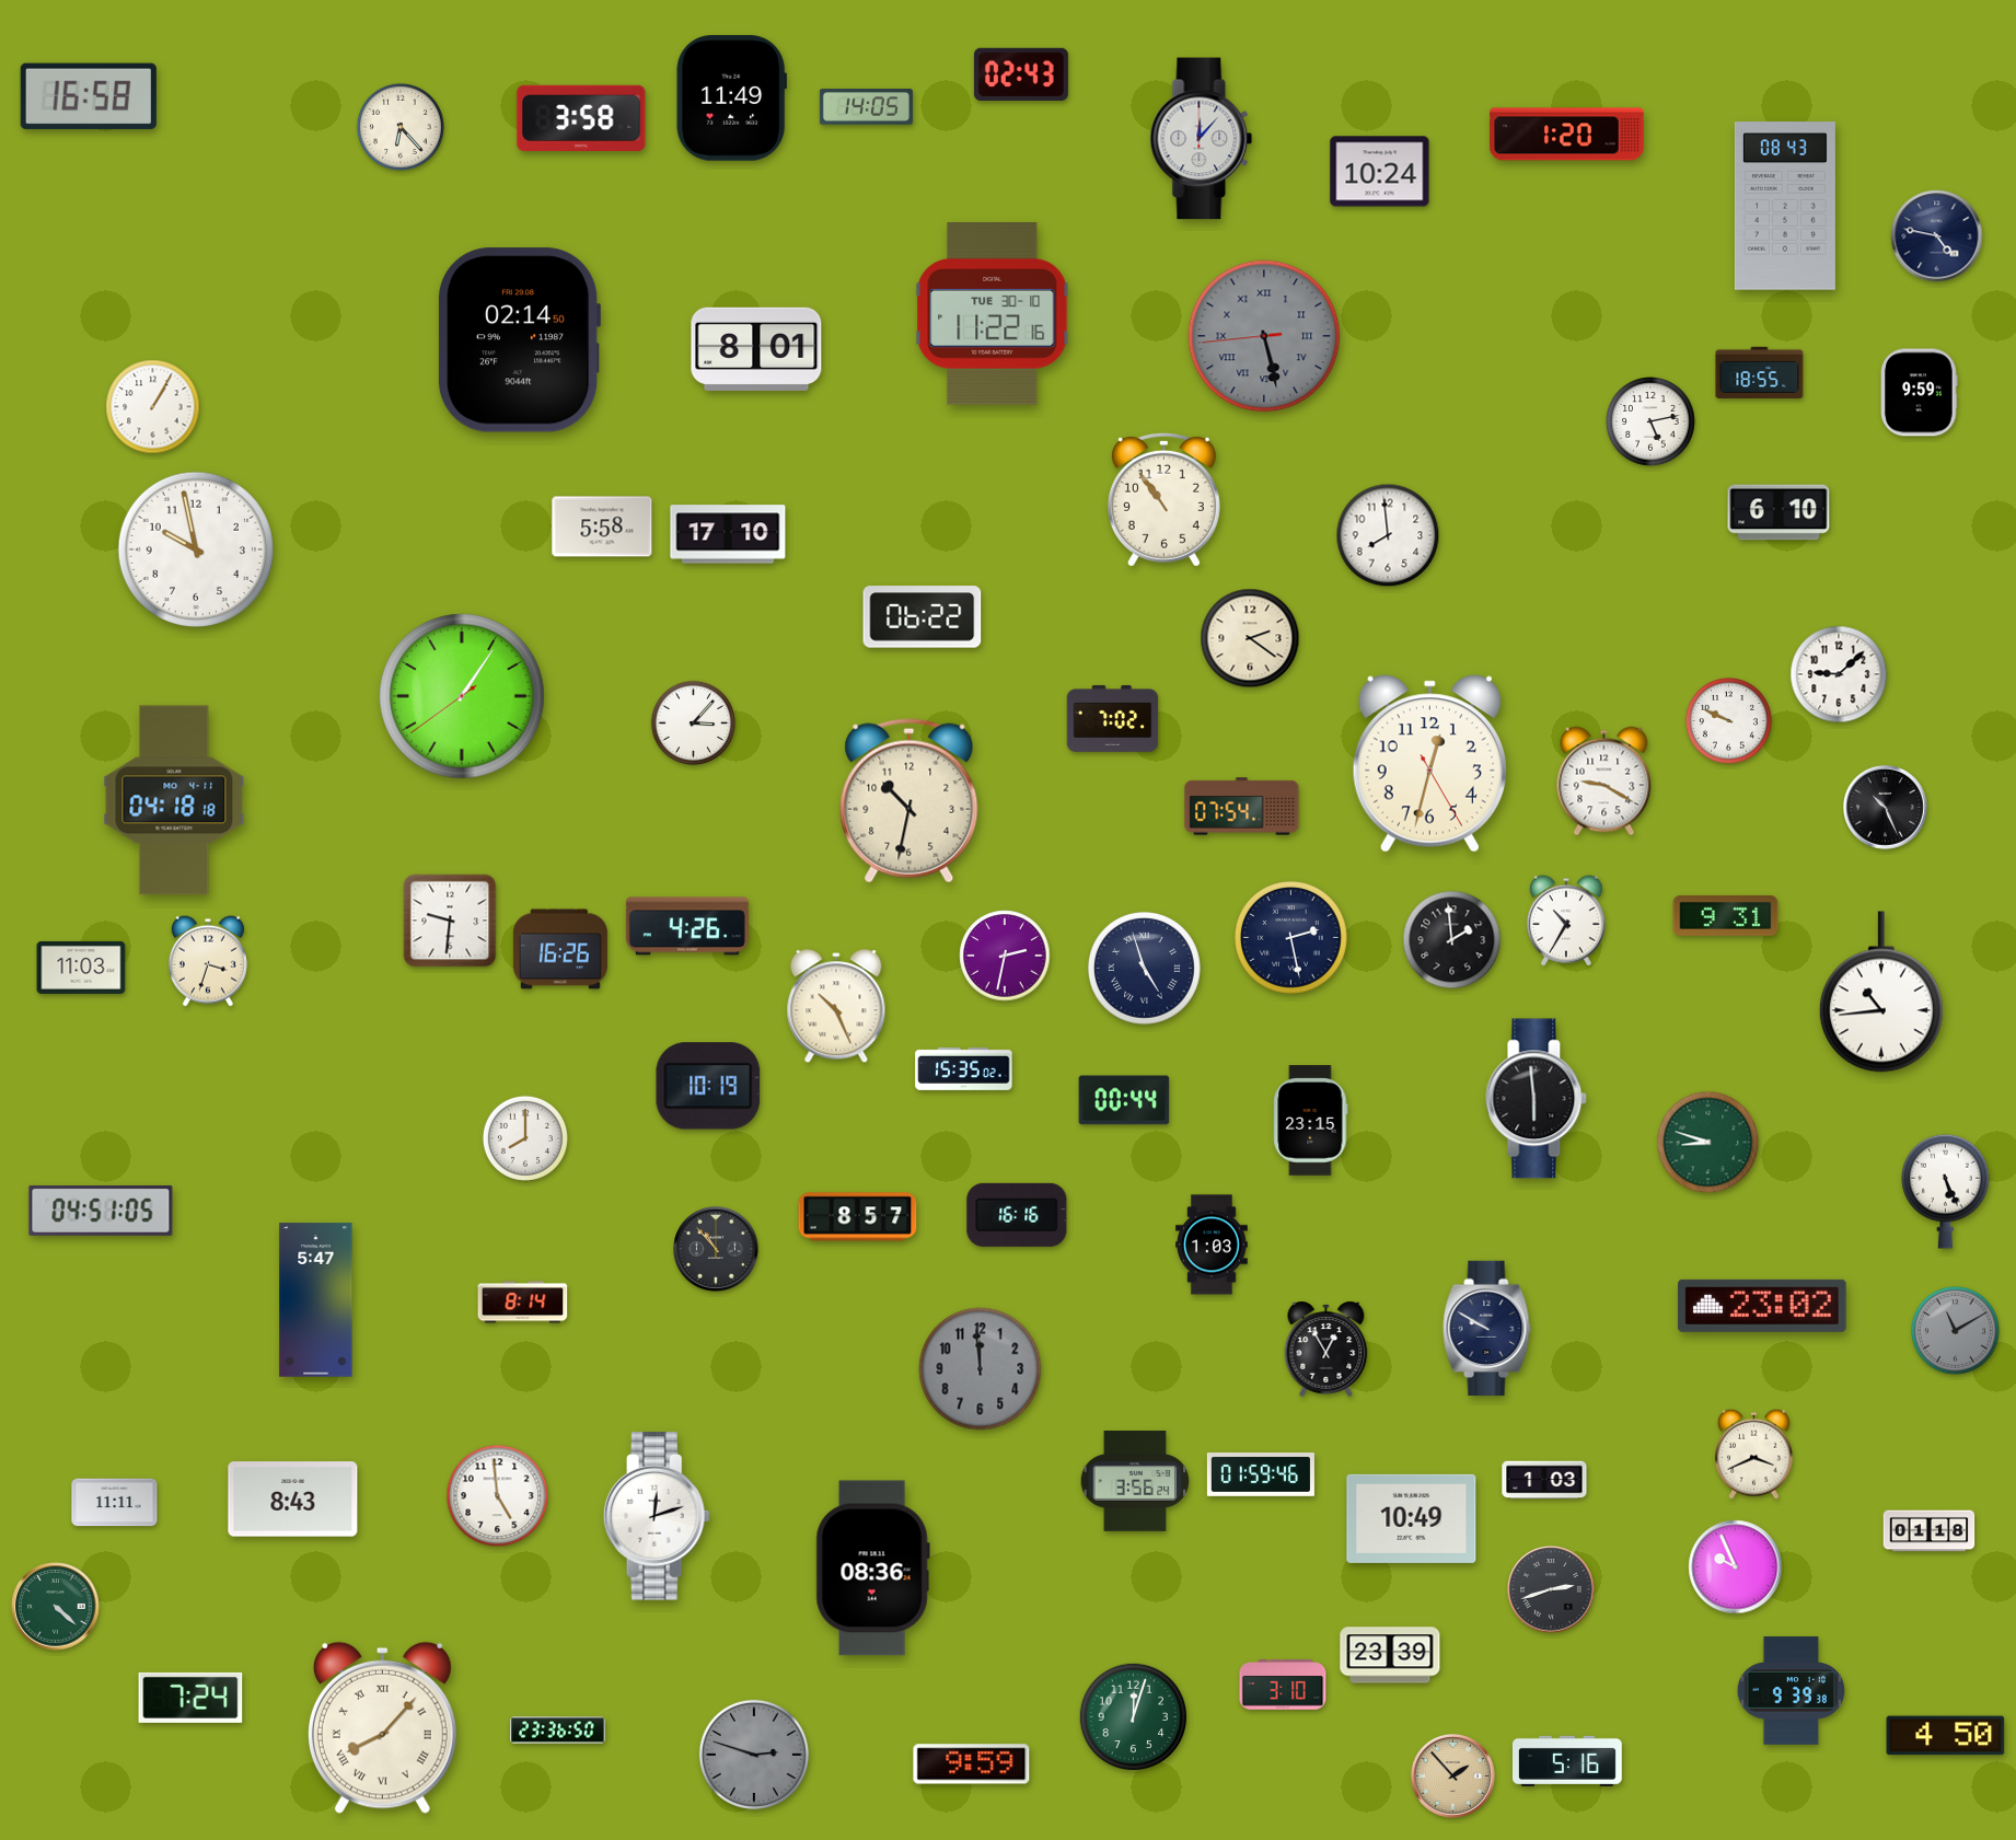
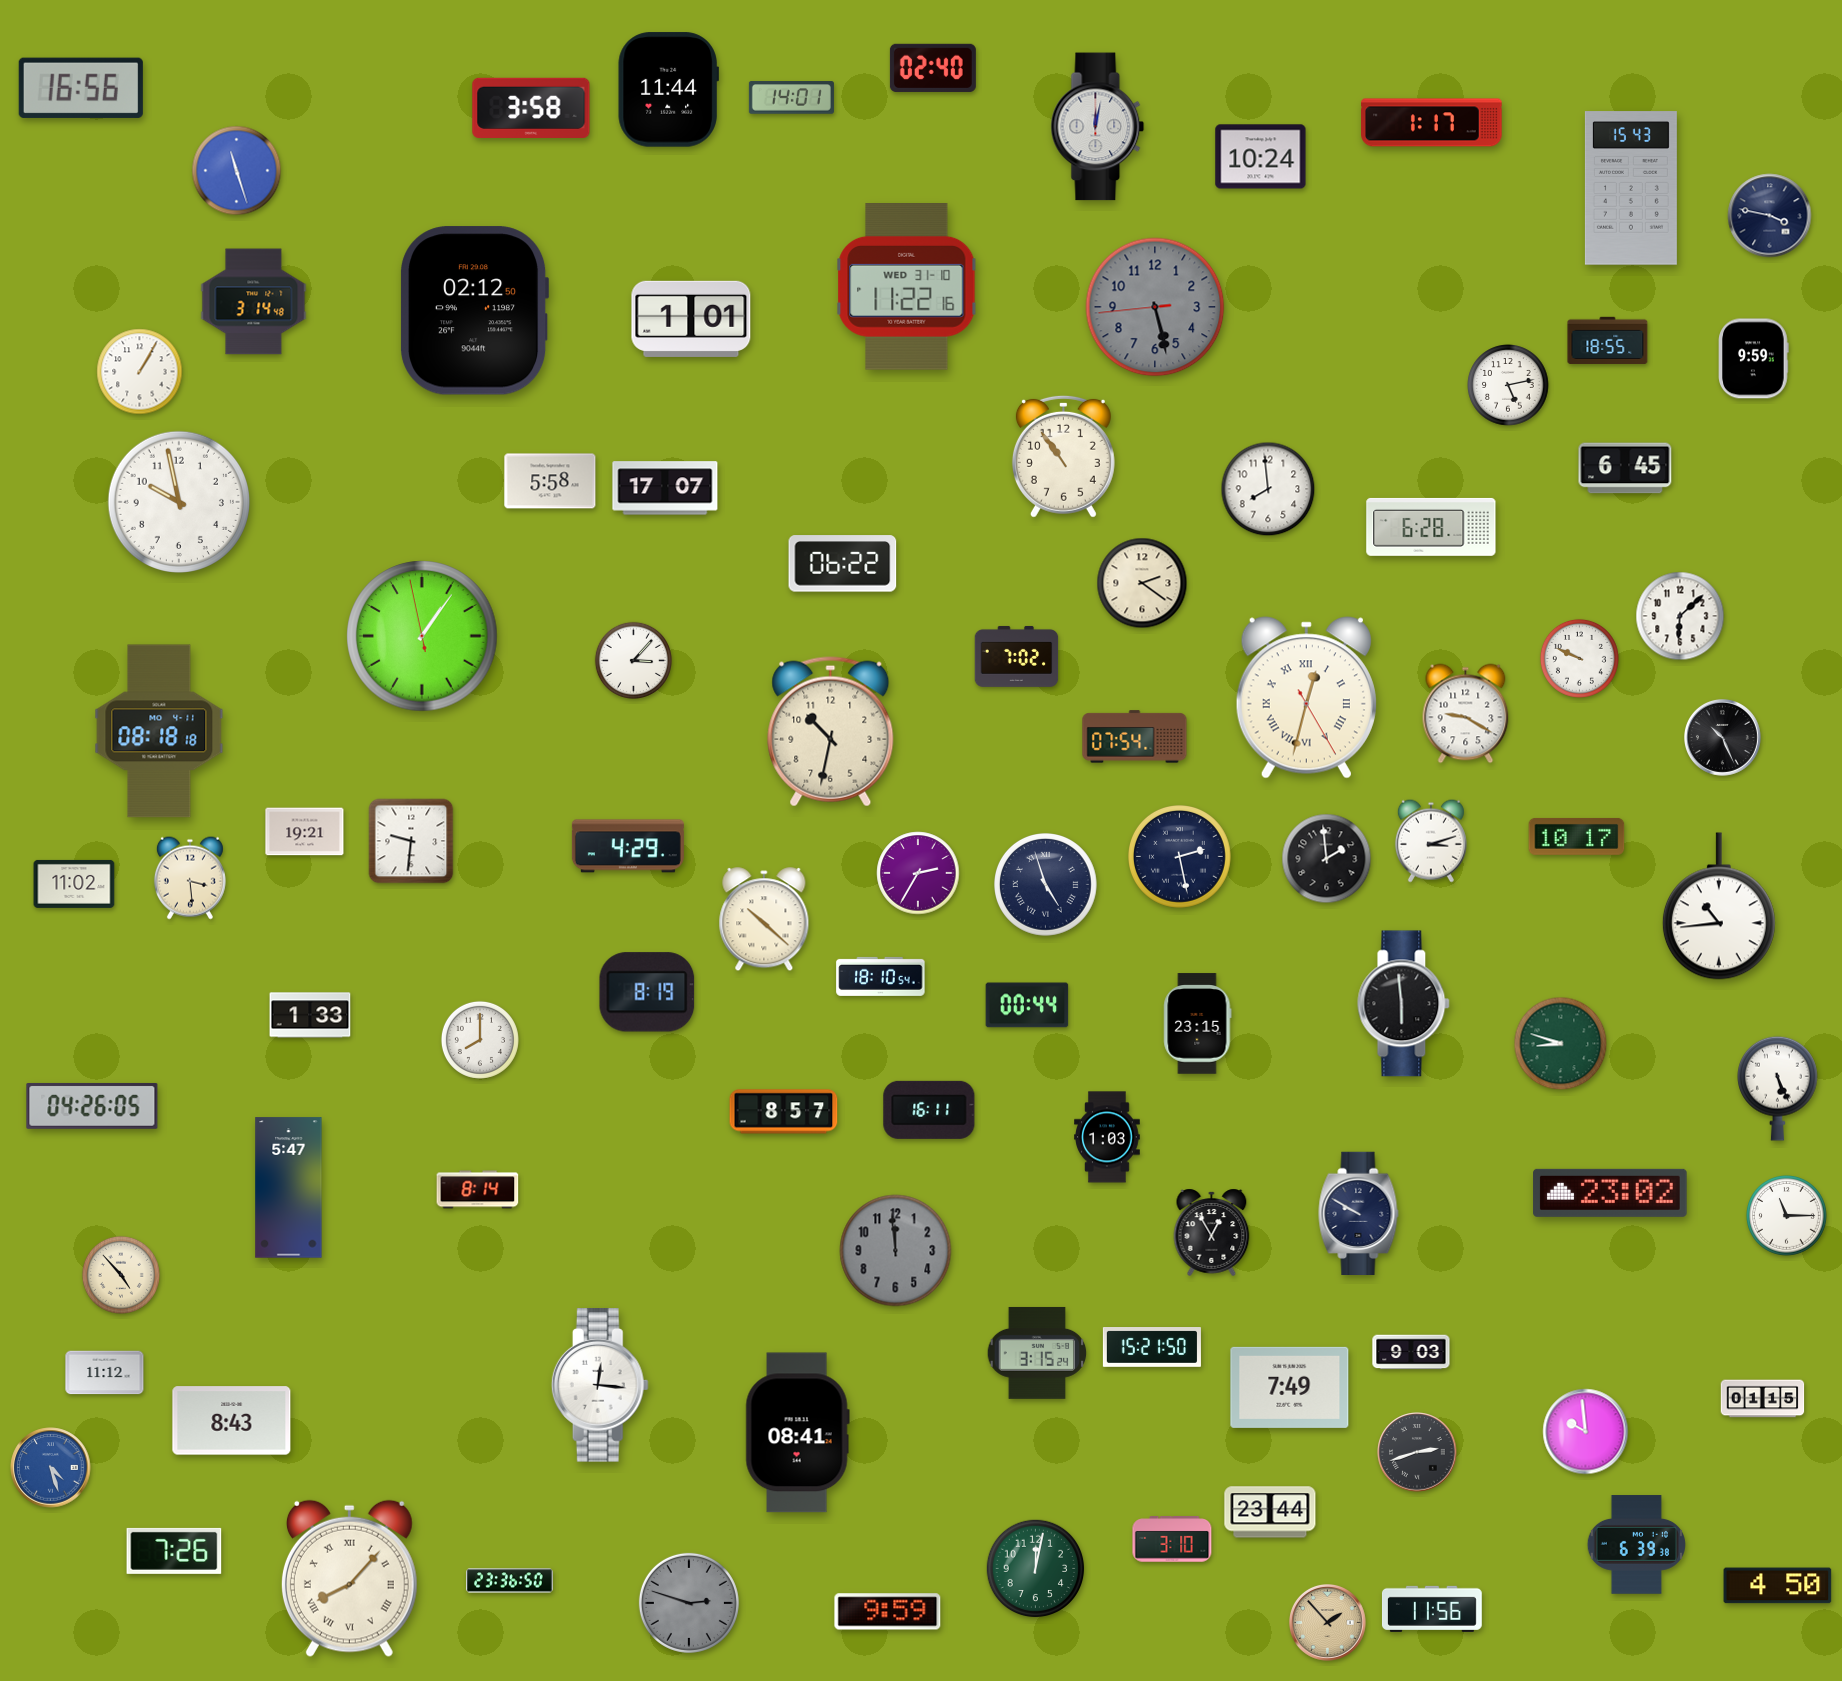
clock at (1021, 74): 02:43 -> 02:40
clock at (89, 96): 16:58 -> 16:56
clock at (731, 99): 11:49 -> 11:44
clock at (866, 107): 14:05 -> 14:01
clock at (401, 127): 6:23 -> none
clock at (1567, 135): 1:20 -> 1:17
clock at (1202, 139): 12:07 -> 12:02
clock at (237, 171): none -> 11:27
clock at (1785, 206): 08:43 -> 15:43
clock at (1937, 236): 4:47 -> 3:47
clock at (993, 314) date: TUE 30-10 -> WED 31-10
clock at (254, 302): none -> 3:14
clock at (1264, 336) numerals: Roman -> Arabic
clock at (520, 340): 02:14 -> 02:12
clock at (756, 349): 8:01 -> 1:01
clock at (1779, 512): 6:10 -> 6:45
clock at (728, 534): 17:10 -> 17:07
clock at (1431, 527): none -> 6:28
clock at (1839, 674): 9:08 -> 6:08
clock at (462, 696): 1:05:39 -> 1:05:58
clock at (1429, 764) numerals: Arabic -> Roman
clock at (174, 800): 04:18 -> 08:18
clock at (305, 832): none -> 19:21
clock at (1726, 915): 9:31 -> 10:17
clock at (1566, 921): 10:35 -> 3:12
clock at (687, 926): 4:26 -> 4:29
clock at (560, 949): 16:26 -> none
clock at (1005, 956): 2:32 -> 2:35
clock at (208, 961): 3:33 -> 3:29
clock at (81, 968): 11:03 -> 11:02
clock at (836, 1007): 10:26 -> 10:22
clock at (964, 1068): 15:35 -> 18:10
clock at (708, 1086): 10:19 -> 8:19
clock at (310, 1015): none -> 1:33
clock at (101, 1211): 04:51 -> 04:26
clock at (1017, 1215): 16:16 -> 16:11
clock at (717, 1250): 10:53 -> none
clock at (1956, 1331): 11:10 -> 11:15
clock at (1956, 1331) dial: grey -> white
clock at (121, 1275): none -> 4:53
clock at (1753, 1454): 3:41 -> none
clock at (1261, 1476): 01:59 -> 15:21
clock at (1544, 1480): 1:03 -> 9:03
clock at (1135, 1481): 3:56 -> 3:15
clock at (498, 1496): 4:59 -> none
clock at (293, 1500) position: (293, 1500) -> (232, 1421)
clock at (115, 1503): 11:11 -> 11:12
clock at (657, 1516): 12:12 -> 12:16
clock at (1412, 1518): 10:49 -> 7:49
clock at (1930, 1531): 01:18 -> 01:15
clock at (1736, 1567): 9:56 -> 9:59
clock at (872, 1569): 08:36 -> 08:41
clock at (56, 1607): 4:22 -> 4:27
clock at (56, 1607) dial: green -> blue
clock at (1390, 1655): 23:39 -> 23:44
clock at (1791, 1691): 9:39 -> 6:39
clock at (190, 1698): 7:24 -> 7:26
clock at (1134, 1717): 12:03 -> 12:02
clock at (1567, 1761): 5:16 -> 11:56
